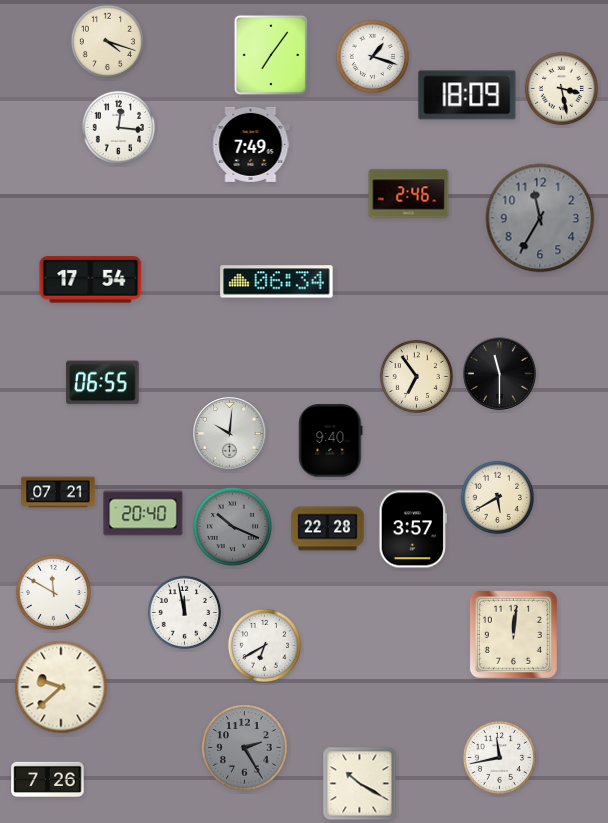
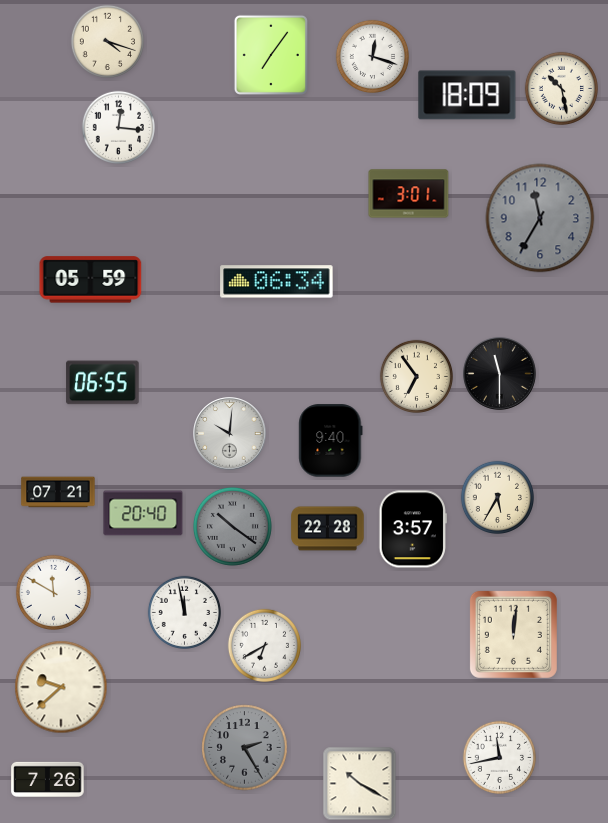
clock at (372, 56): 1:18 -> 12:18
clock at (561, 88): 3:28 -> 10:28
clock at (251, 144): 7:49 -> none
clock at (409, 194): 2:46 -> 3:01
clock at (91, 280): 17:54 -> 05:59
clock at (497, 497): 5:40 -> 5:35
clock at (232, 526): 10:19 -> 10:21
